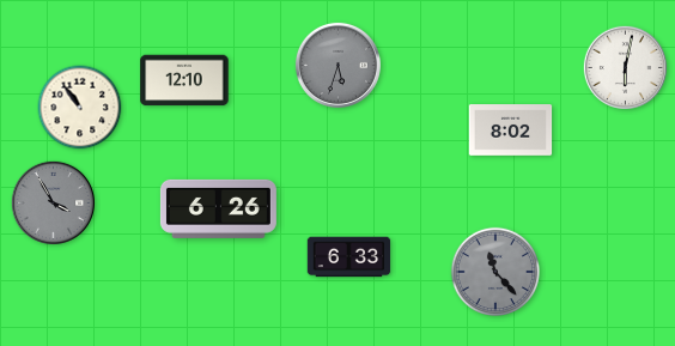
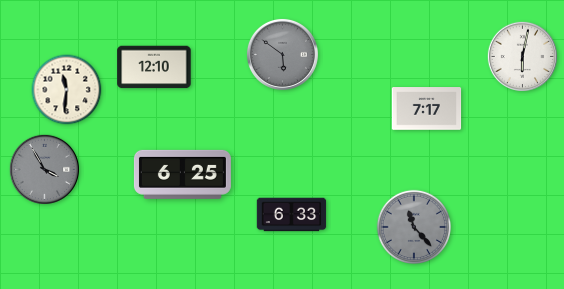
clock at (337, 65): 5:33 -> 5:51
clock at (80, 108): 10:54 -> 11:31
clock at (511, 130): 8:02 -> 7:17
clock at (218, 208): 6:26 -> 6:25
